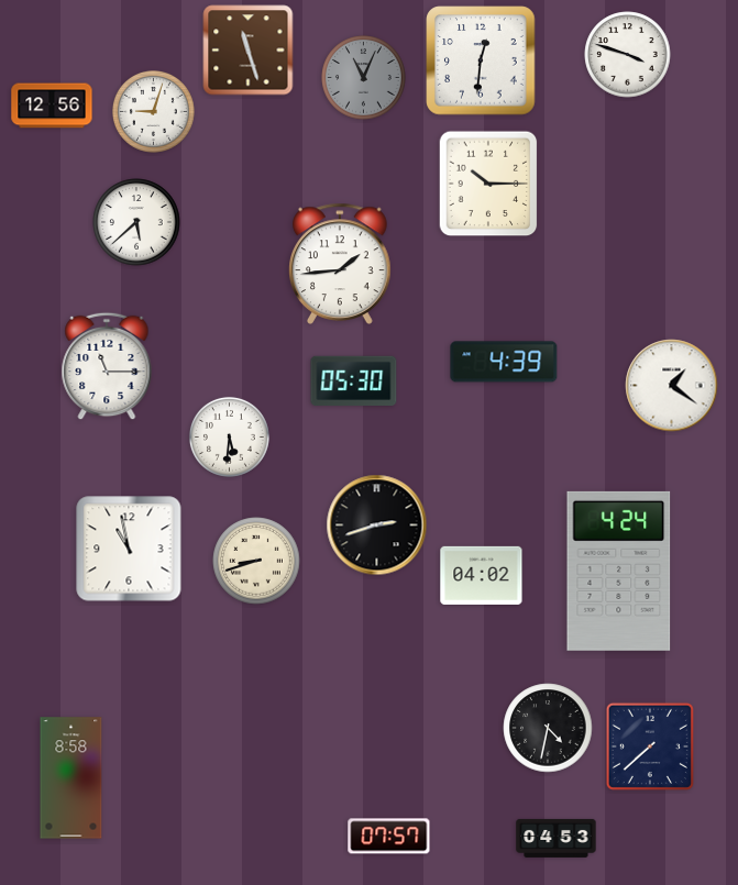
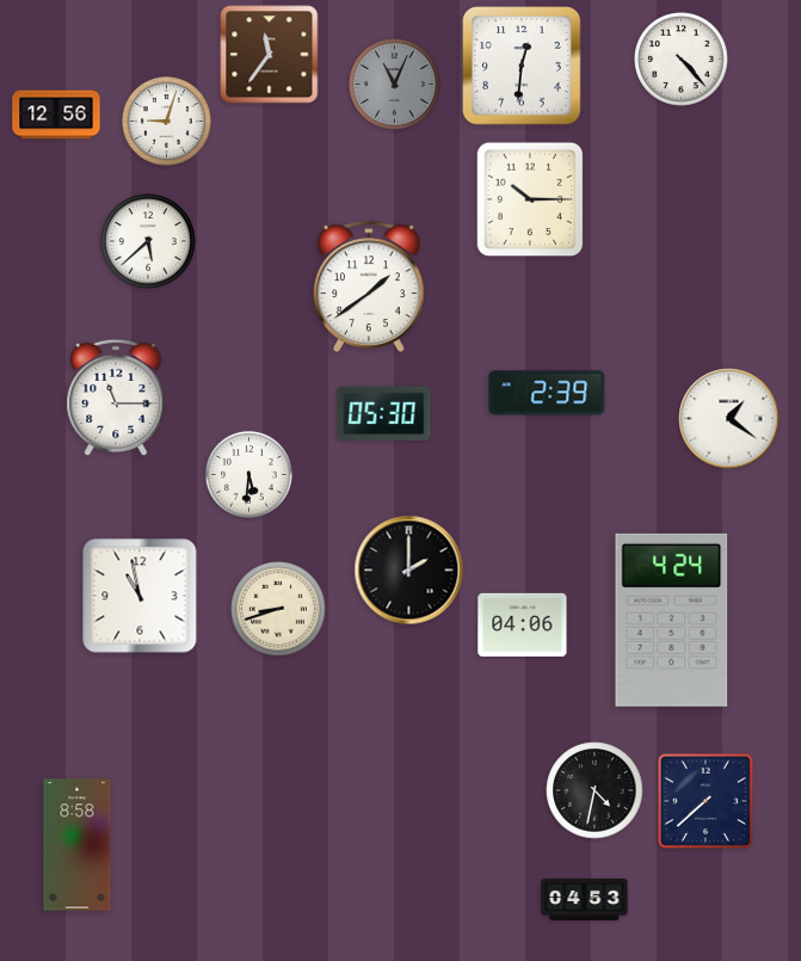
clock at (249, 51): 11:27 -> 11:36
clock at (628, 55): 3:48 -> 4:23
clock at (340, 264): 1:44 -> 1:39
clock at (504, 362): 4:39 -> 2:39
clock at (377, 526): 2:42 -> 2:00
clock at (482, 575): 04:02 -> 04:06
clock at (650, 746) position: (650, 746) -> (706, 801)
clock at (389, 837): 07:57 -> none
clock at (557, 838) position: (557, 838) -> (585, 899)
